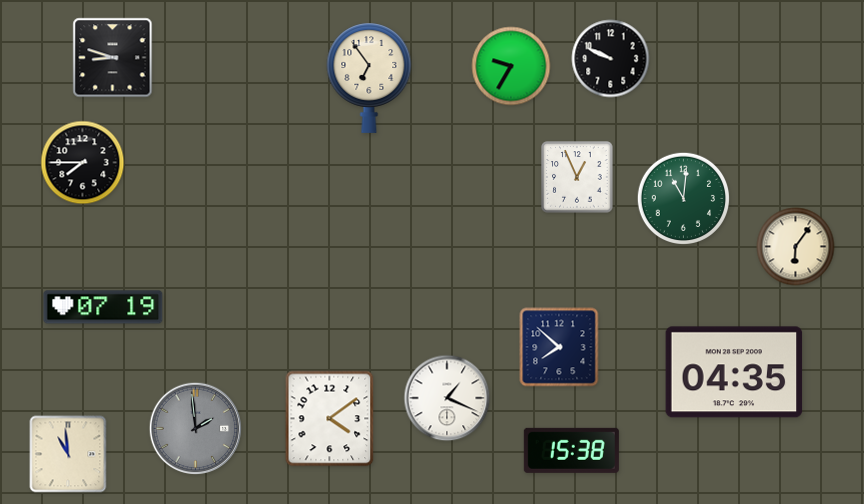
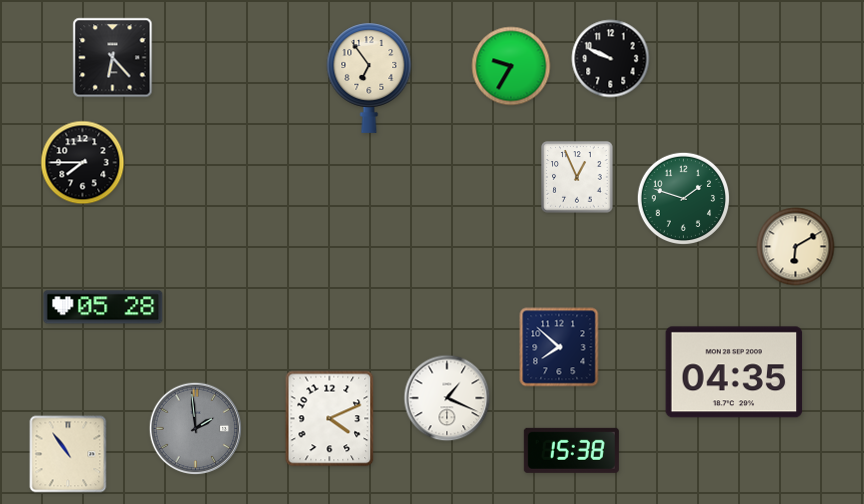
clock at (113, 58): 8:48 -> 6:23
clock at (683, 198): 11:01 -> 1:48
clock at (796, 247): 6:06 -> 6:10
clock at (103, 307): 07:19 -> 05:28
clock at (330, 419): 4:09 -> 4:11
clock at (68, 454): 10:59 -> 10:54
